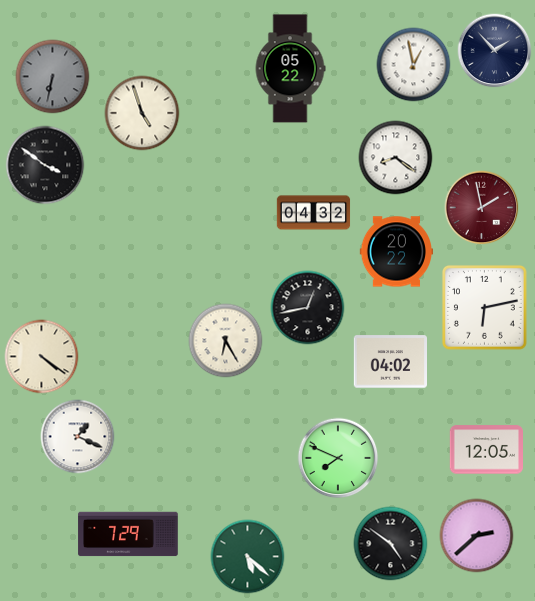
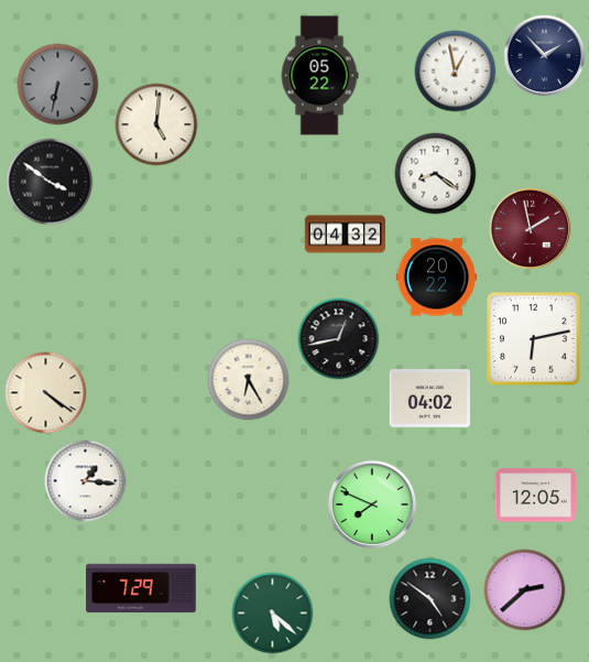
clock at (142, 113): 4:57 -> 5:01
clock at (226, 341) position: (226, 341) -> (249, 380)
clock at (78, 437): 1:19 -> 1:16
